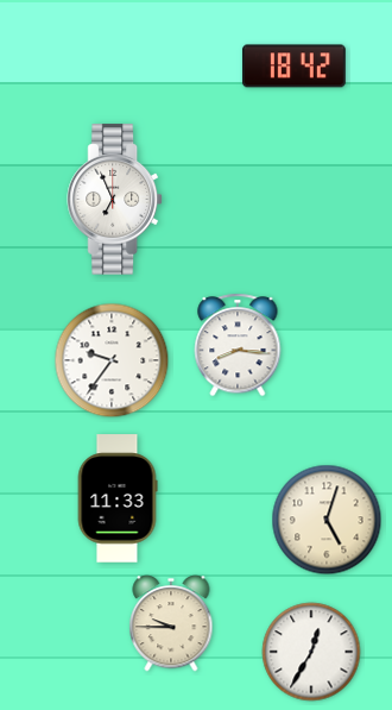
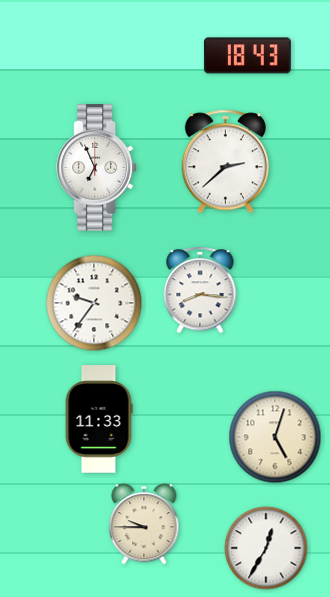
clock at (293, 67): 18:42 -> 18:43
clock at (225, 162): none -> 2:38
clock at (311, 652) position: (311, 652) -> (266, 548)
